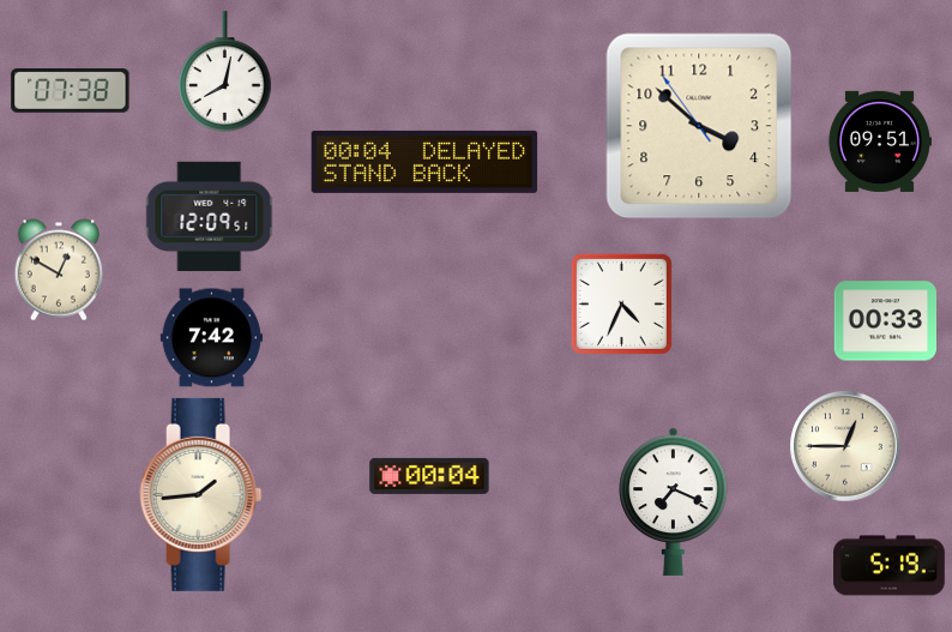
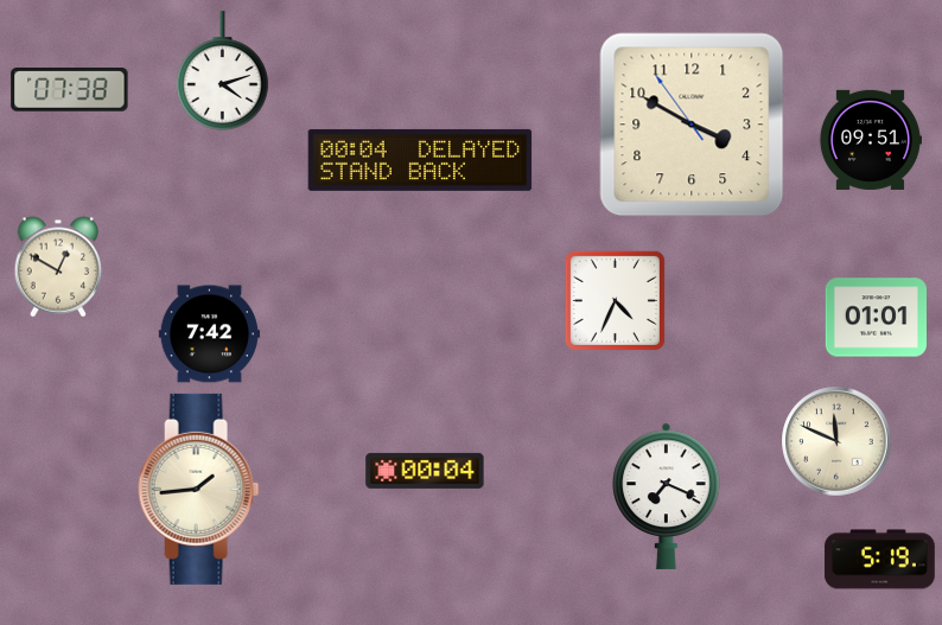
clock at (225, 72): 8:02 -> 4:12
clock at (699, 126): 3:51 -> 3:49
clock at (210, 217): 12:09 -> none
clock at (885, 321): 00:33 -> 01:01
clock at (845, 446): 12:45 -> 11:49
